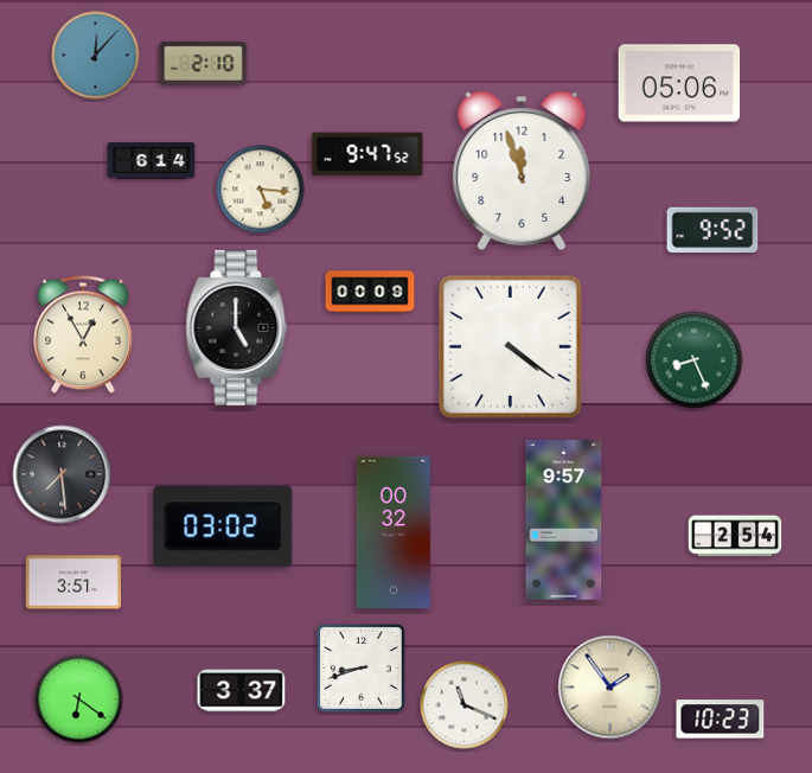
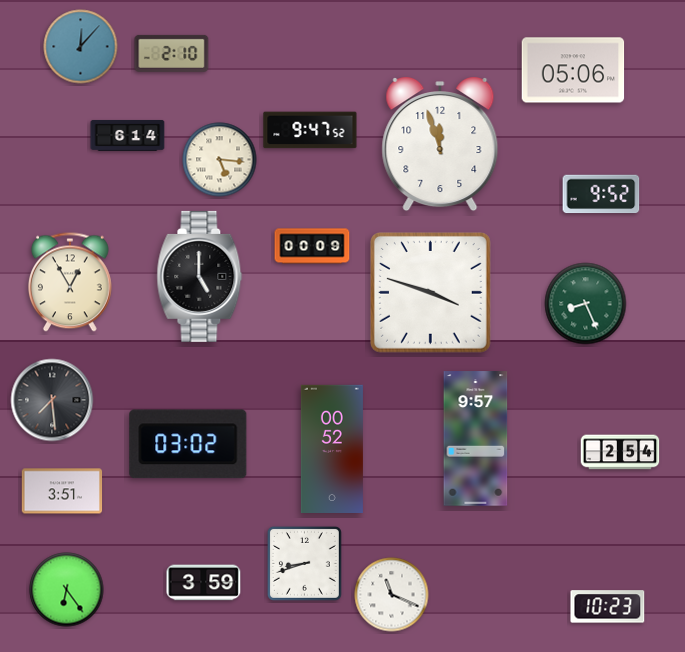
clock at (510, 346): 4:21 -> 3:48
clock at (394, 531): 00:32 -> 00:52
clock at (610, 688): 1:54 -> none
clock at (242, 691): 3:37 -> 3:59
clock at (79, 699): 6:21 -> 6:24
